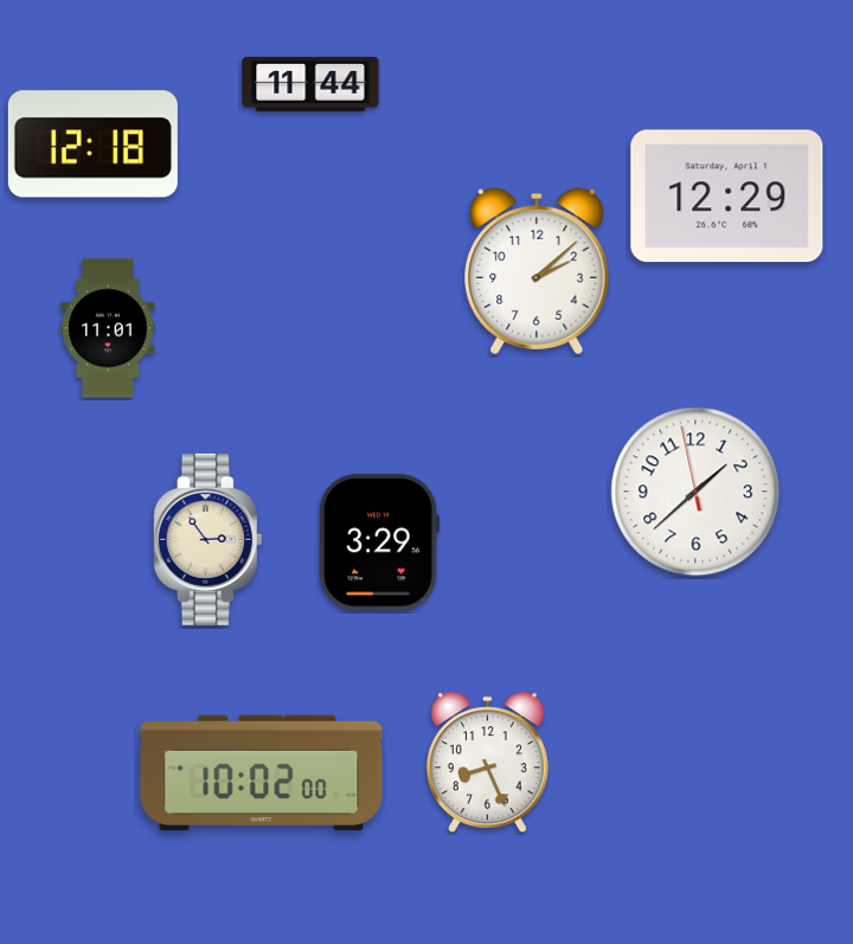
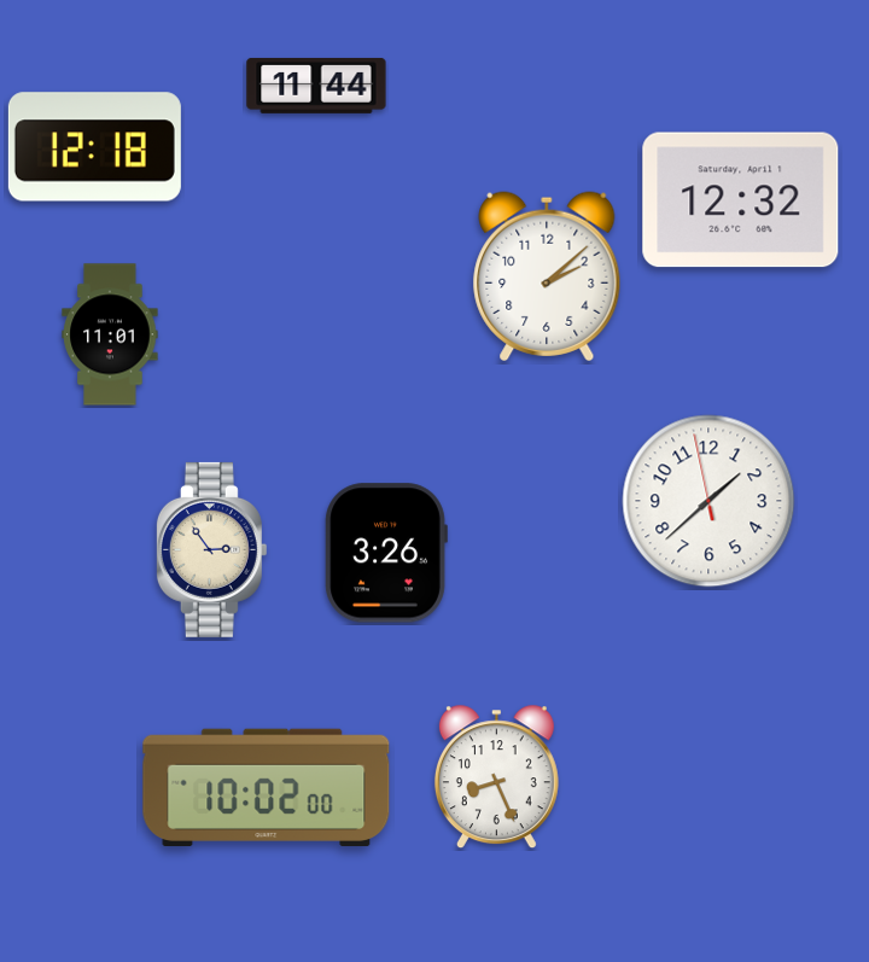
clock at (727, 197): 12:29 -> 12:32
clock at (379, 542): 3:29 -> 3:26
